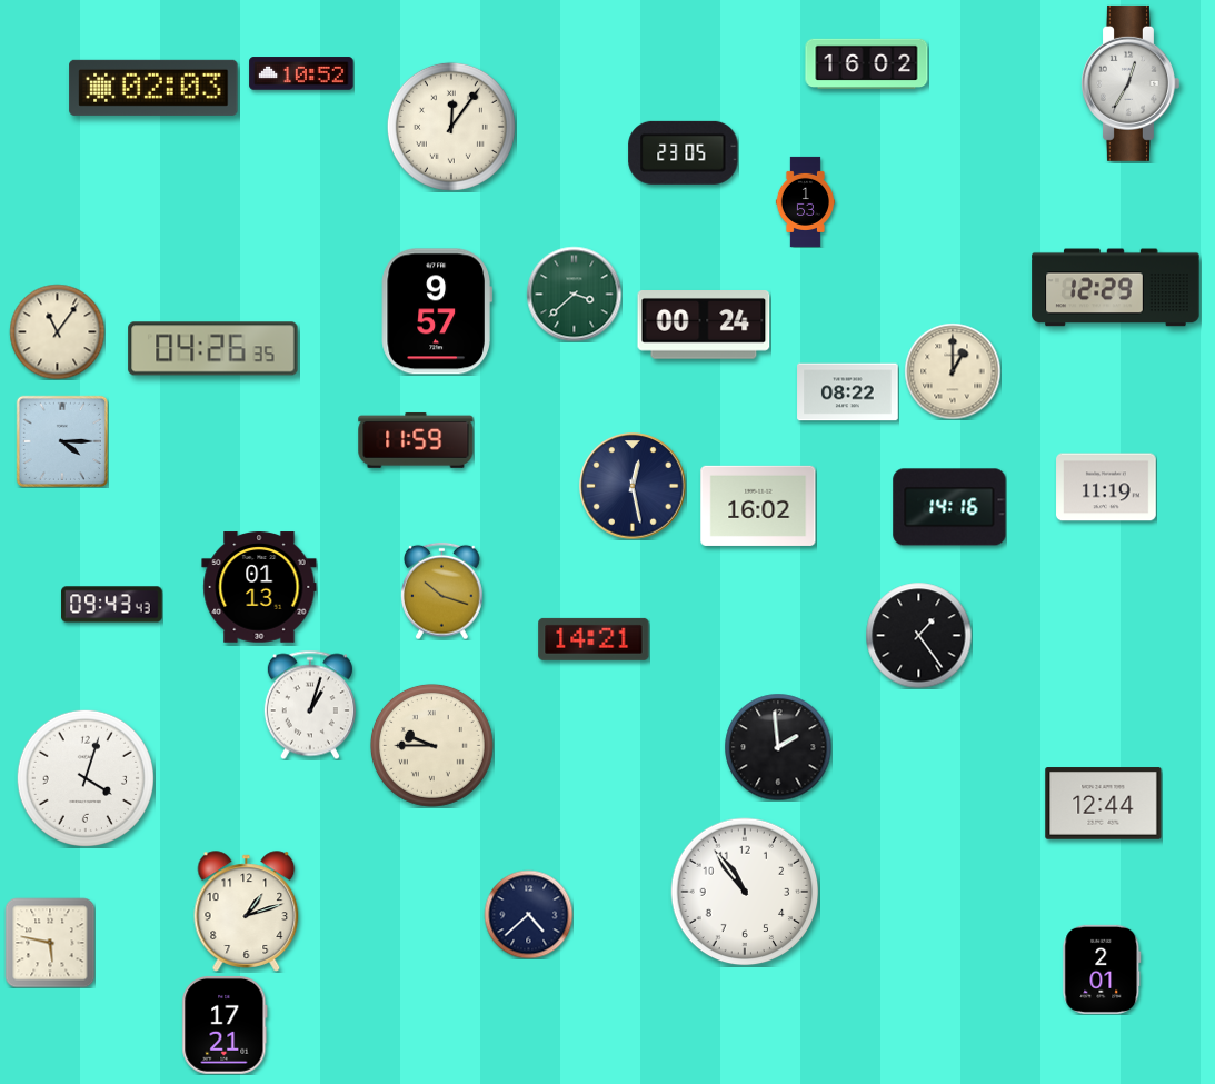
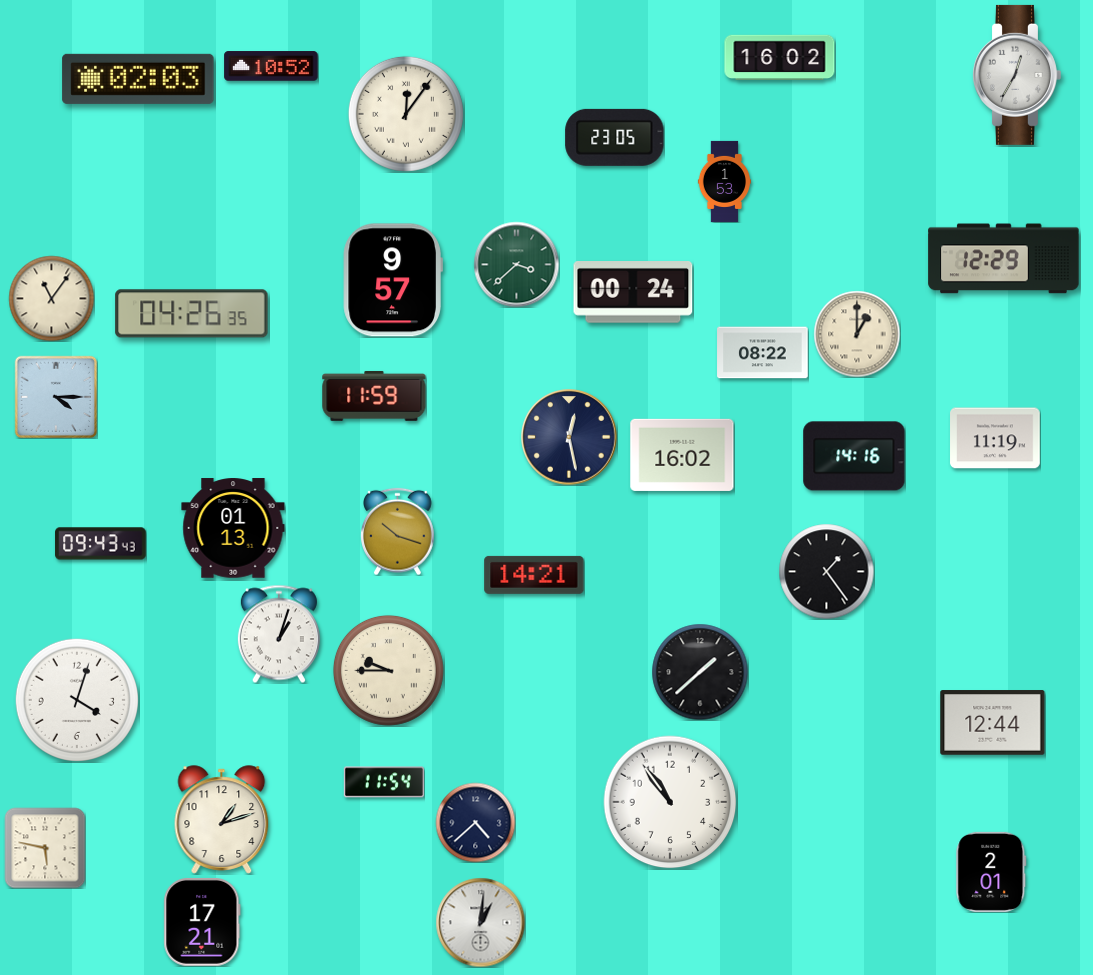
clock at (778, 747): 1:59 -> 1:38
clock at (384, 782): none -> 11:54
clock at (480, 922): none -> 1:01
